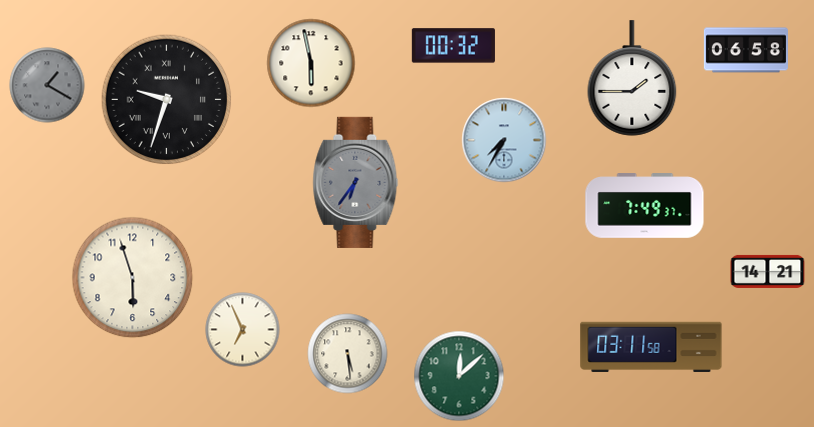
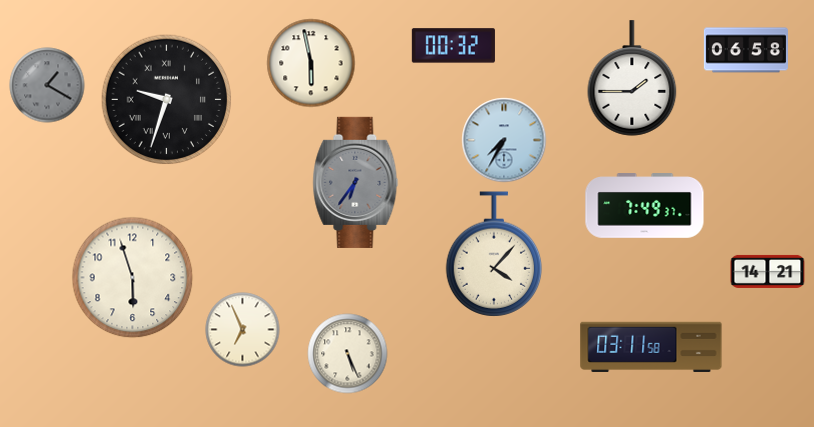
clock at (494, 254): none -> 4:07
clock at (348, 354): 5:29 -> 5:26
clock at (459, 376): 12:08 -> none
